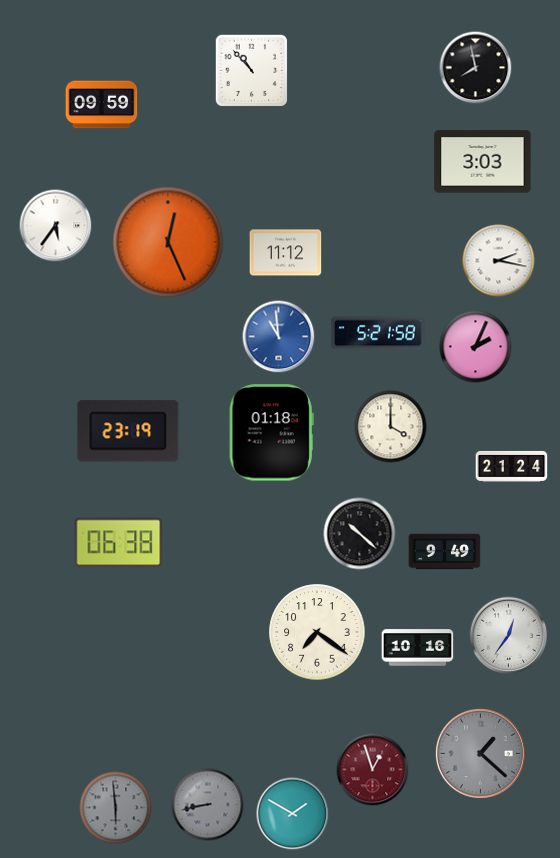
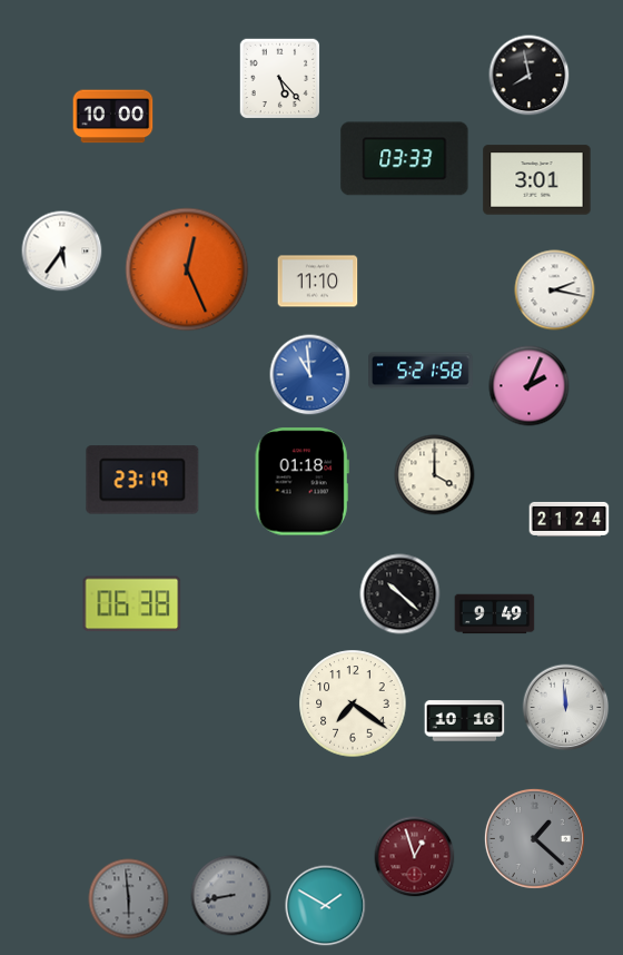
clock at (252, 71): 10:53 -> 5:23
clock at (102, 105): 09:59 -> 10:00
clock at (405, 159): none -> 03:33
clock at (483, 162): 3:03 -> 3:01
clock at (286, 253): 11:12 -> 11:10
clock at (509, 636): 12:36 -> 11:59
